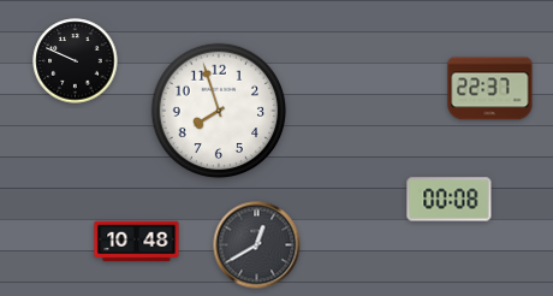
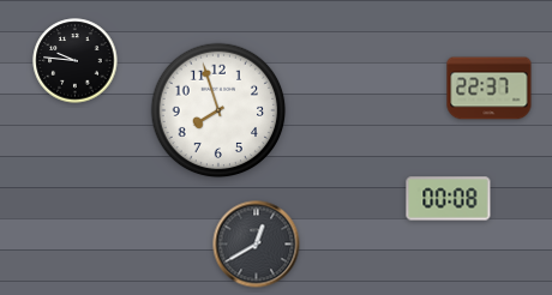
clock at (76, 61): 9:49 -> 9:46
clock at (137, 242): 10:48 -> none
